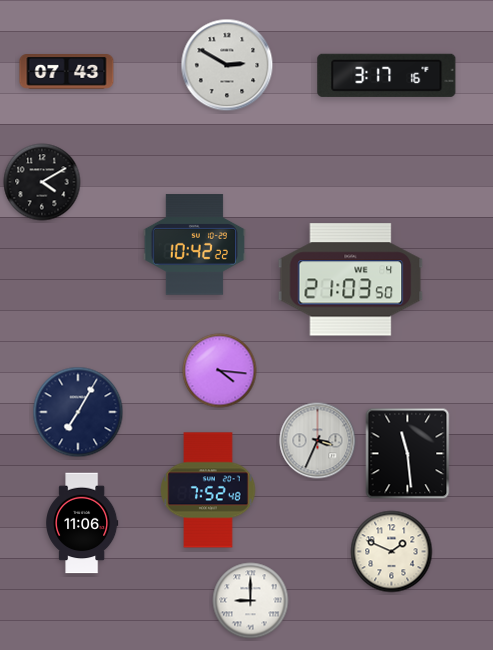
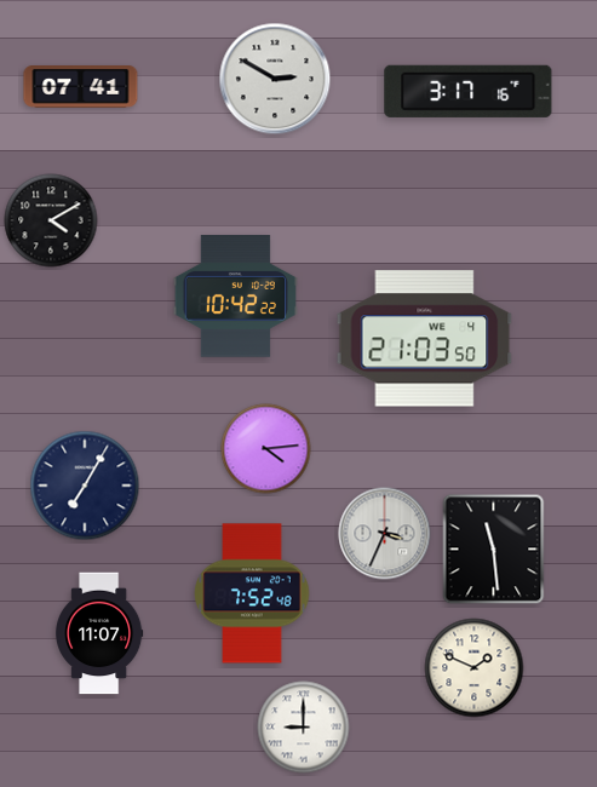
clock at (67, 72): 07:43 -> 07:41
clock at (220, 371): 4:16 -> 4:14
clock at (78, 412) position: (78, 412) -> (85, 486)
clock at (83, 523): 11:06 -> 11:07
